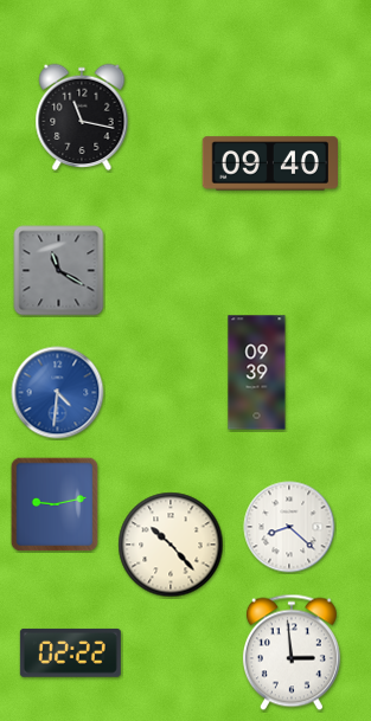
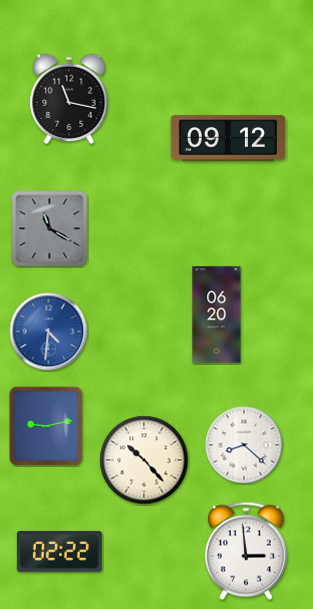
clock at (269, 163): 09:40 -> 09:12
clock at (257, 373): 09:39 -> 06:20
